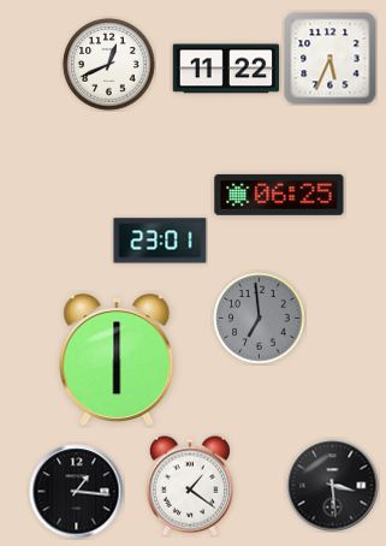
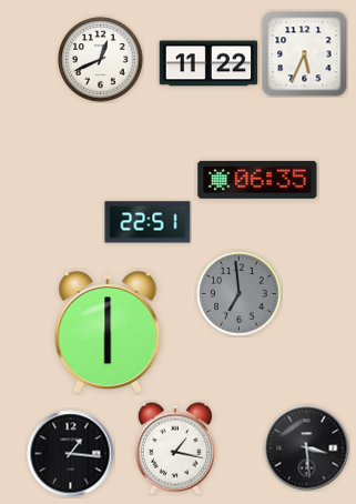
clock at (279, 195): 06:25 -> 06:35
clock at (160, 241): 23:01 -> 22:51
clock at (190, 486): 1:21 -> 1:17
